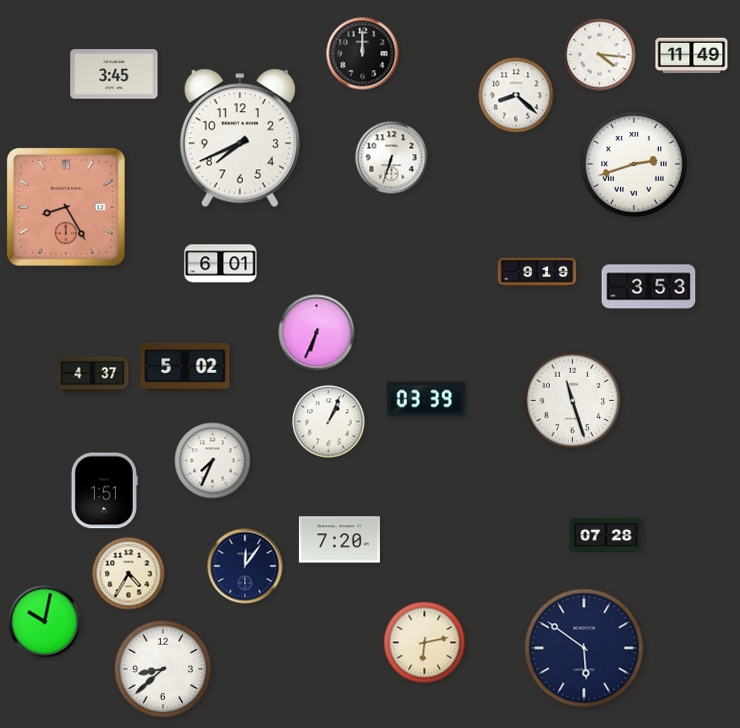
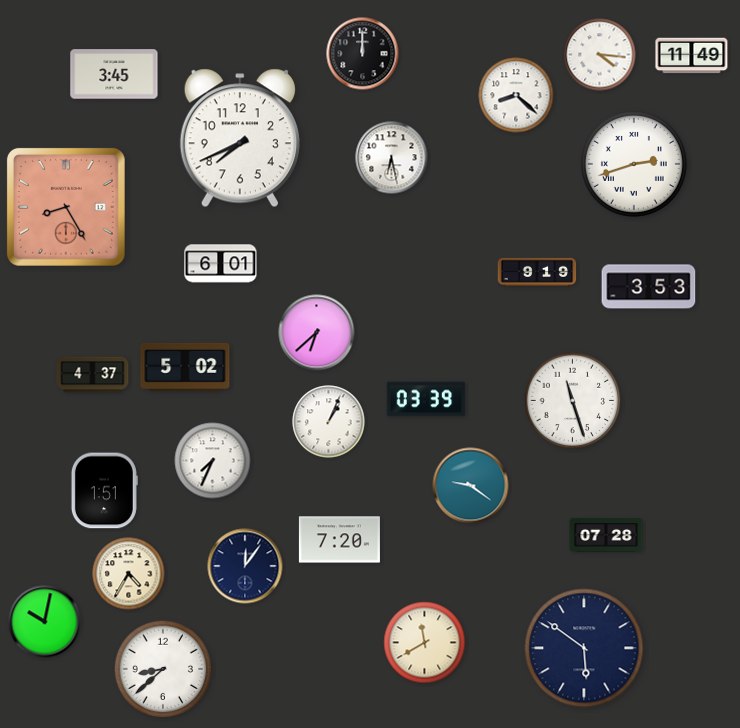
clock at (392, 158): 6:33 -> 6:28
clock at (317, 333): 6:34 -> 6:38
clock at (471, 486): none -> 9:21
clock at (425, 643): 6:13 -> 11:40
